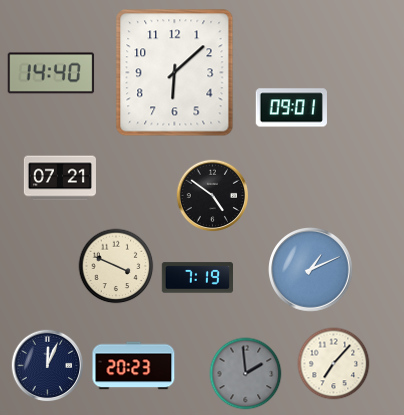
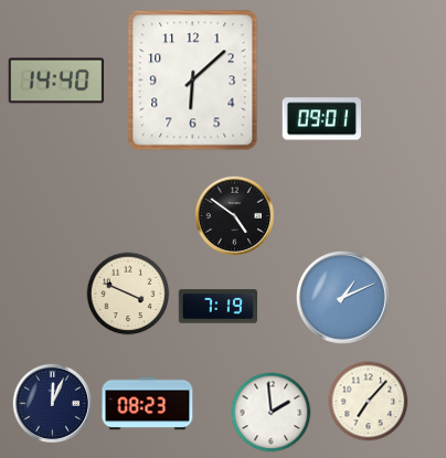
clock at (60, 178): 07:21 -> none
clock at (134, 366): 20:23 -> 08:23
clock at (246, 374) dial: grey -> white
